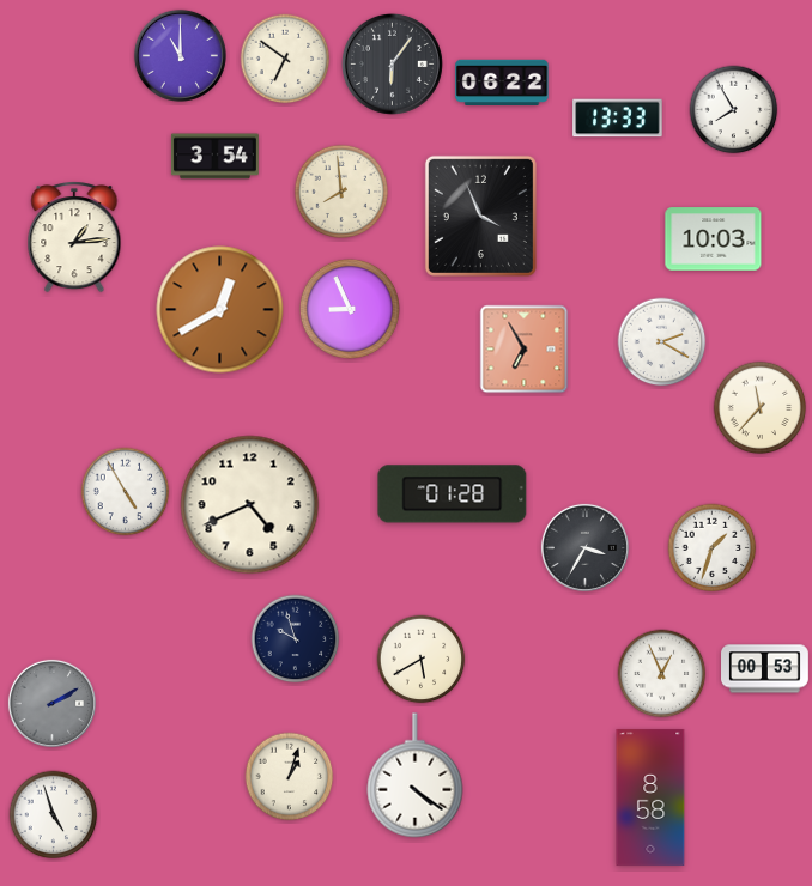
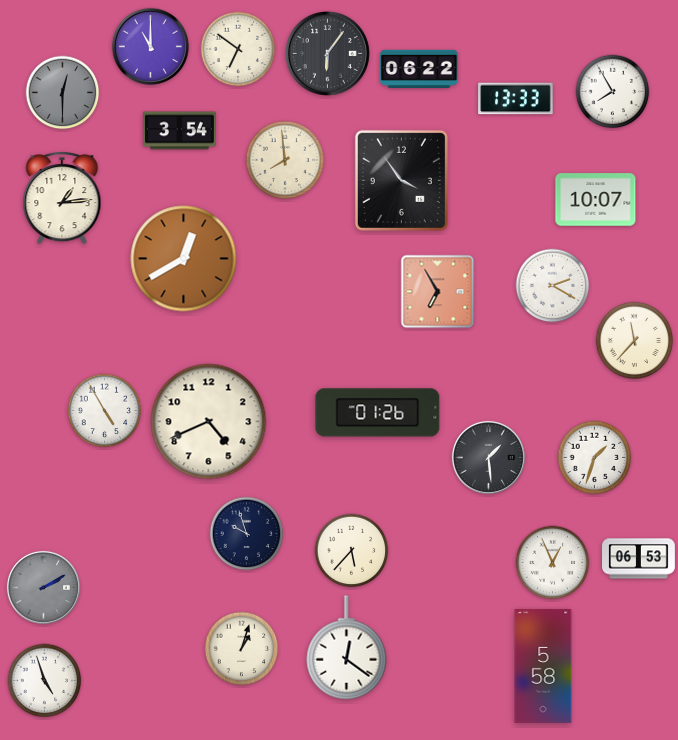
clock at (63, 93): none -> 12:30
clock at (480, 216): 3:56 -> 3:54
clock at (714, 239): 10:03 -> 10:07
clock at (350, 309): 8:56 -> none
clock at (453, 494): 01:28 -> 01:26
clock at (584, 547): 3:35 -> 1:29
clock at (422, 660): 5:40 -> 5:37
clock at (765, 669): 00:53 -> 06:53
clock at (416, 776): 4:21 -> 12:21
clock at (650, 797): 8:58 -> 5:58
